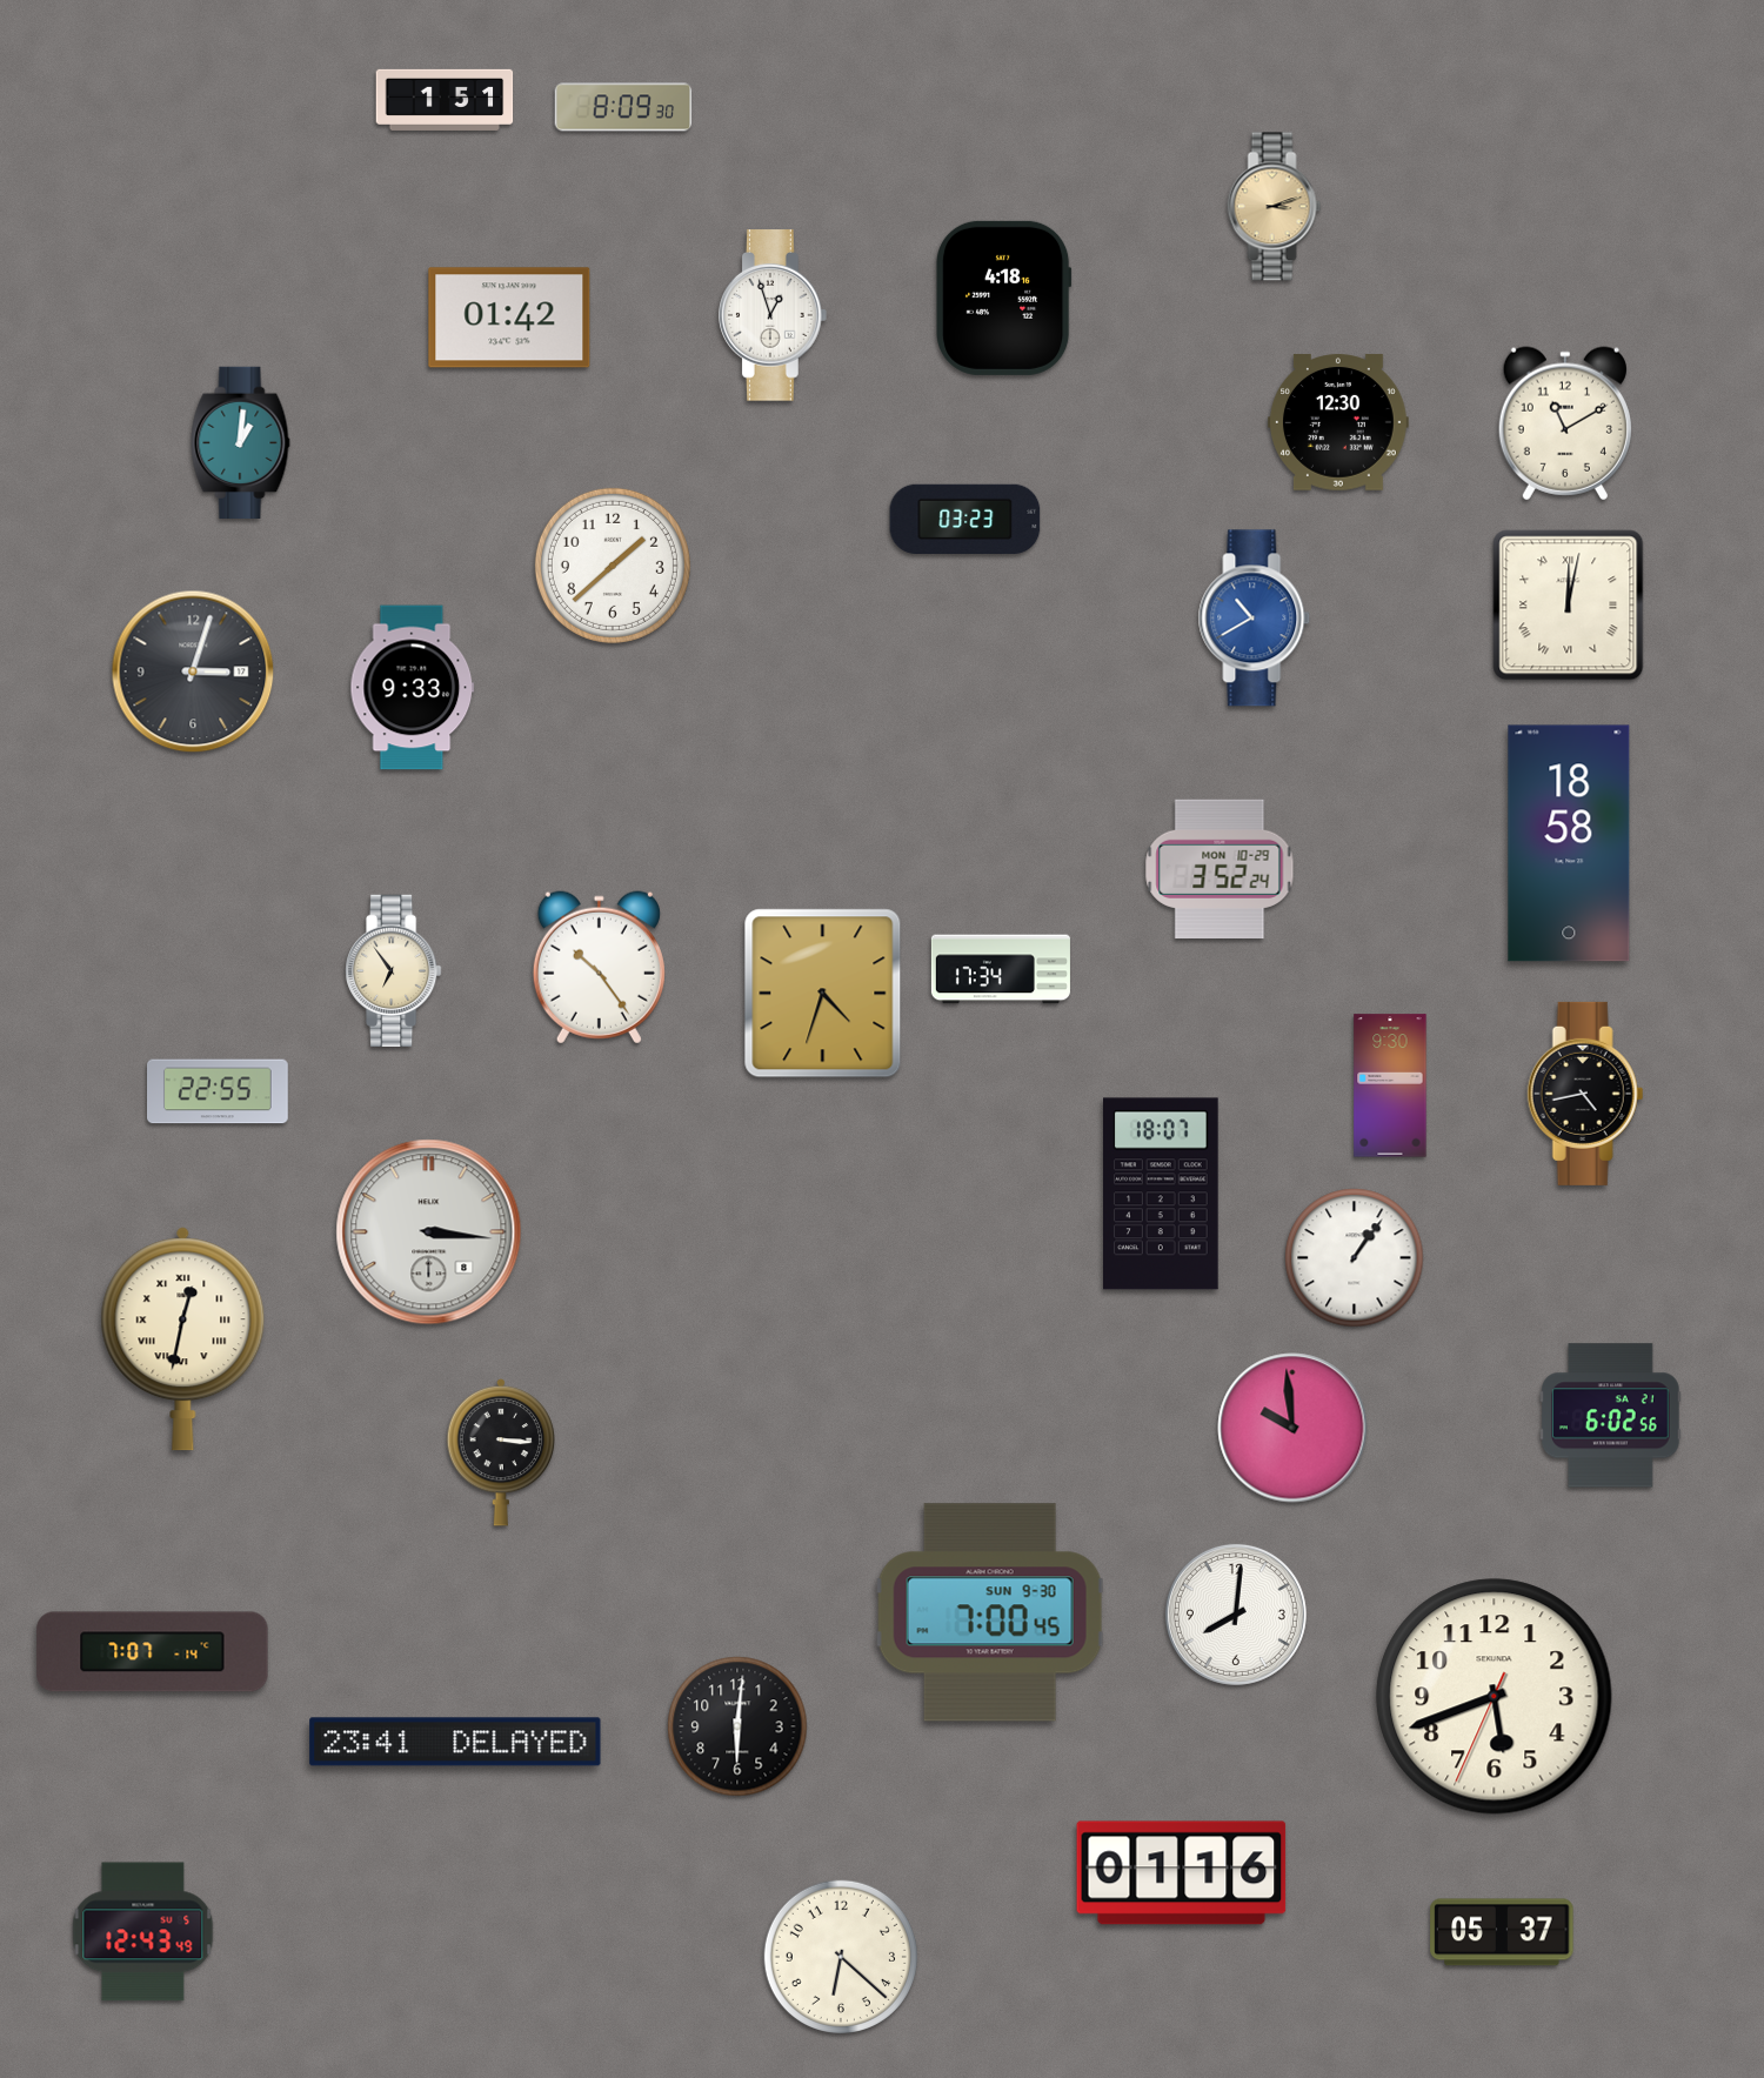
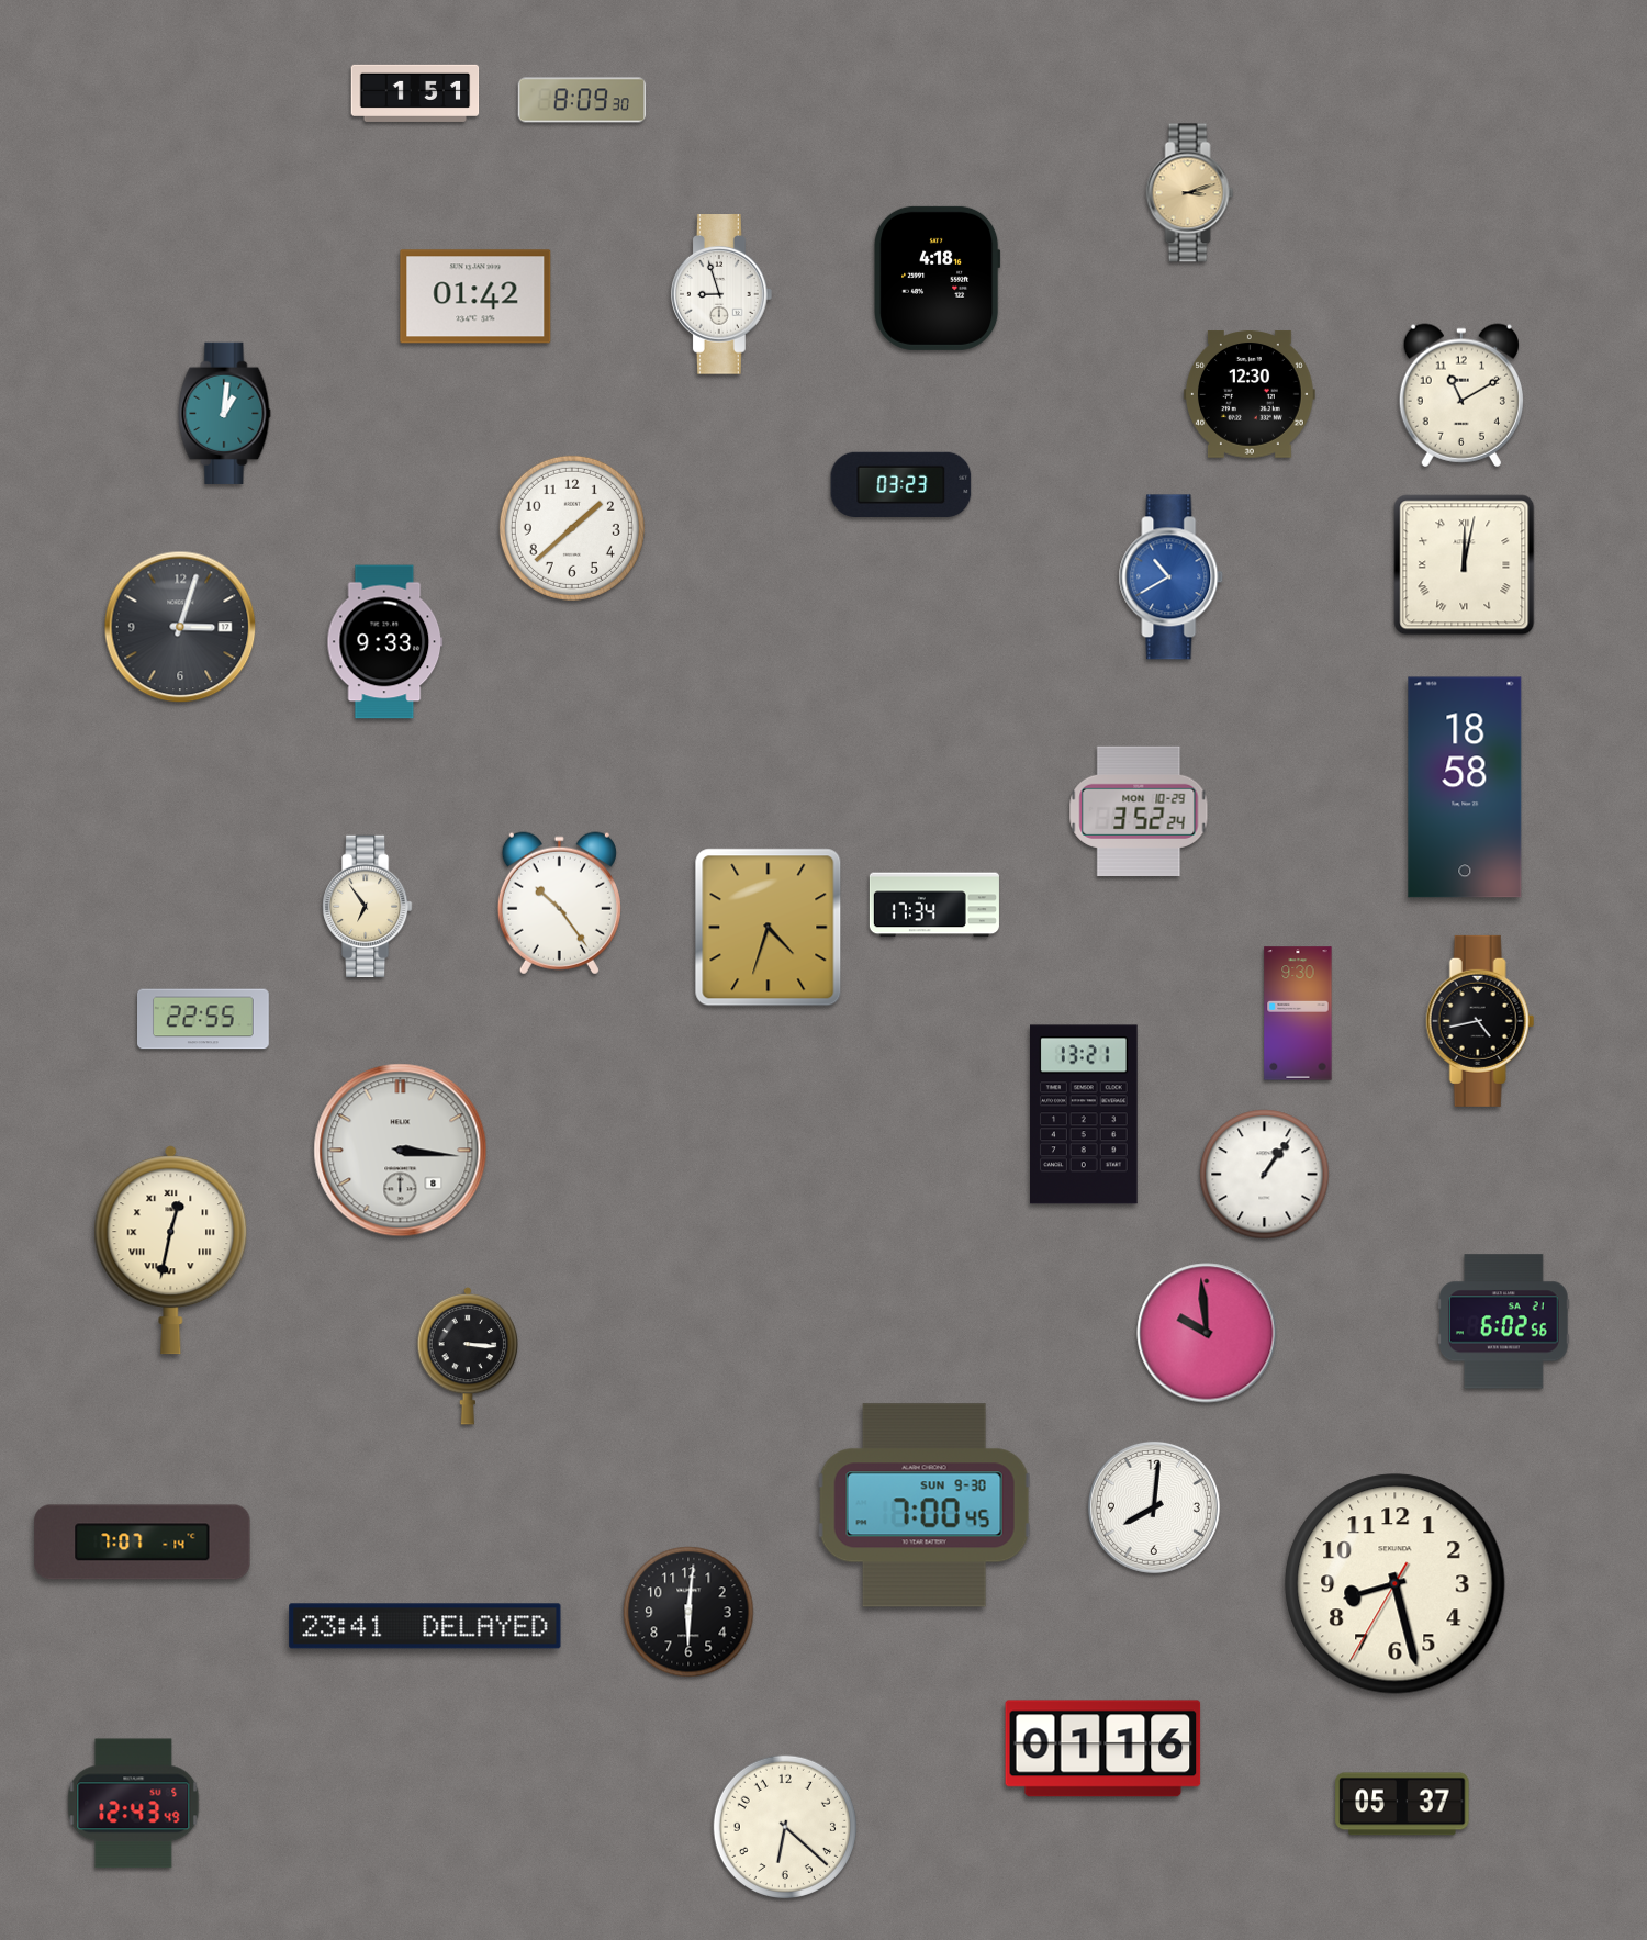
clock at (773, 315): 12:57 -> 8:57
clock at (1162, 1194): 18:07 -> 13:21
clock at (1495, 1697): 5:41 -> 8:27
